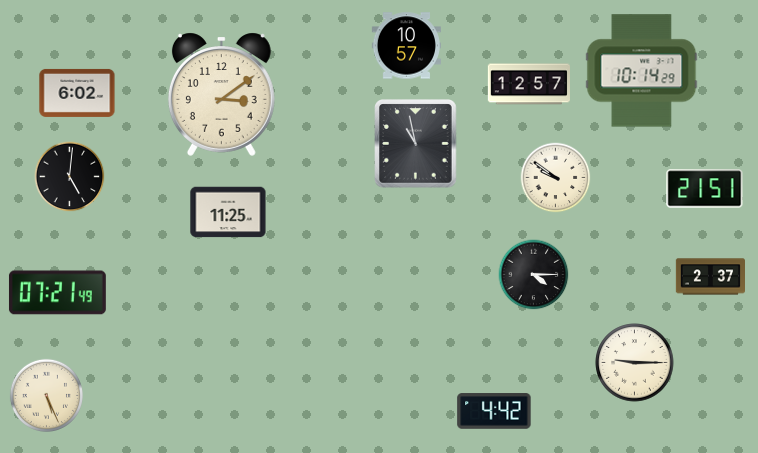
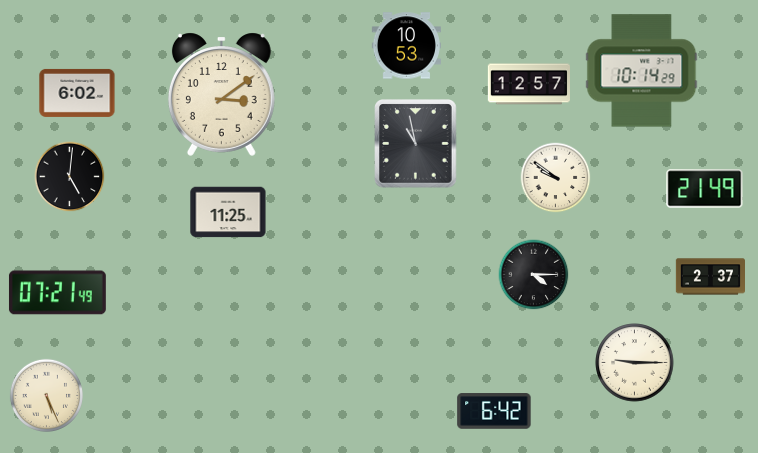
clock at (406, 46): 10:57 -> 10:53
clock at (705, 189): 21:51 -> 21:49
clock at (494, 411): 4:42 -> 6:42
